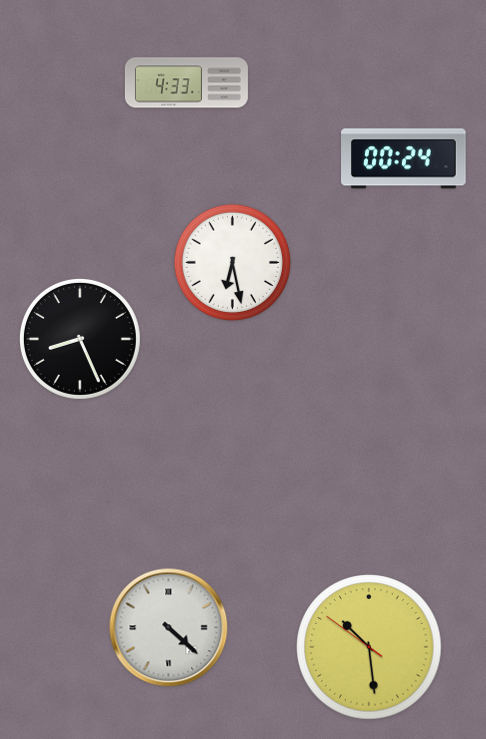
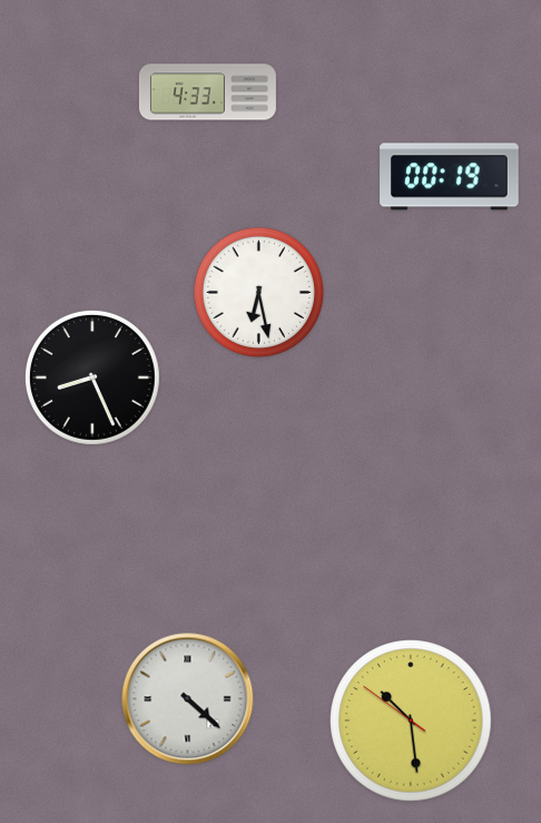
clock at (404, 159): 00:24 -> 00:19
clock at (80, 339) position: (80, 339) -> (92, 378)
